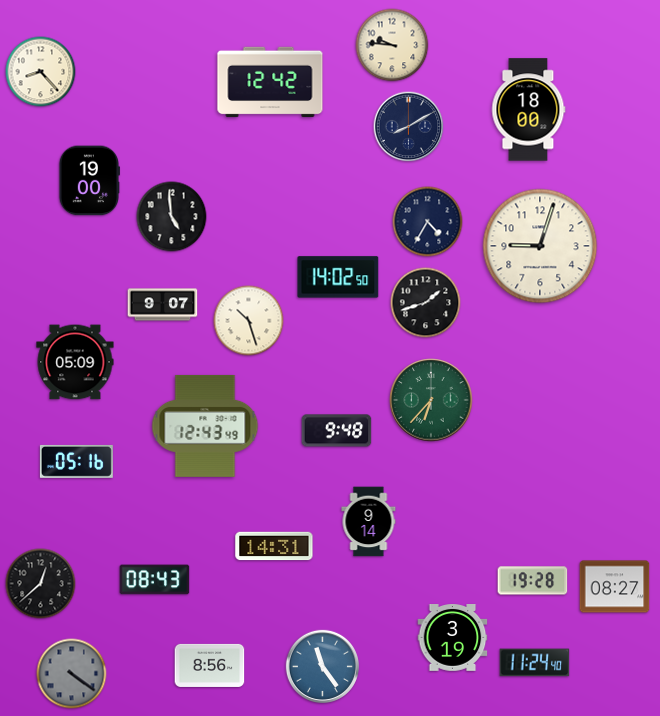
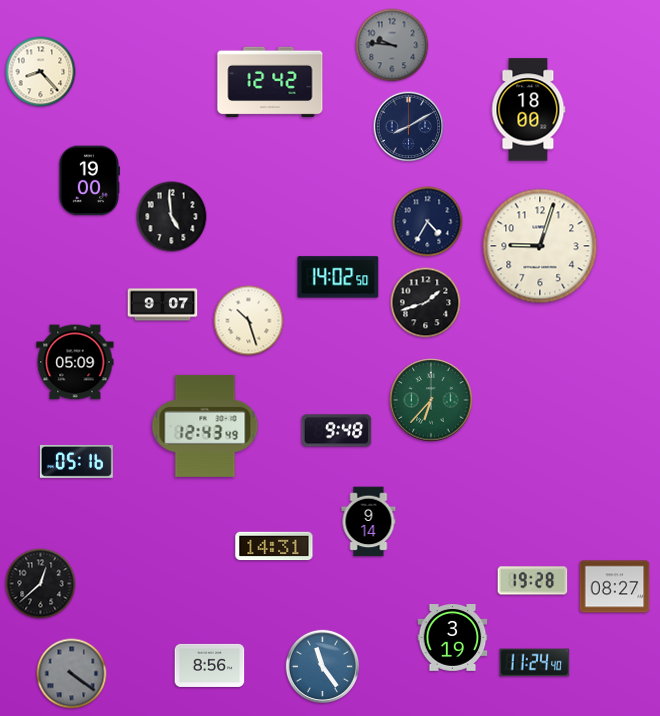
clock at (392, 45) dial: cream -> grey
clock at (155, 580): 08:43 -> none
